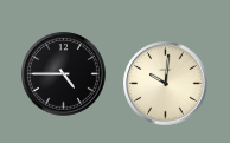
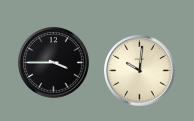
clock at (64, 74): 4:45 -> 3:45
